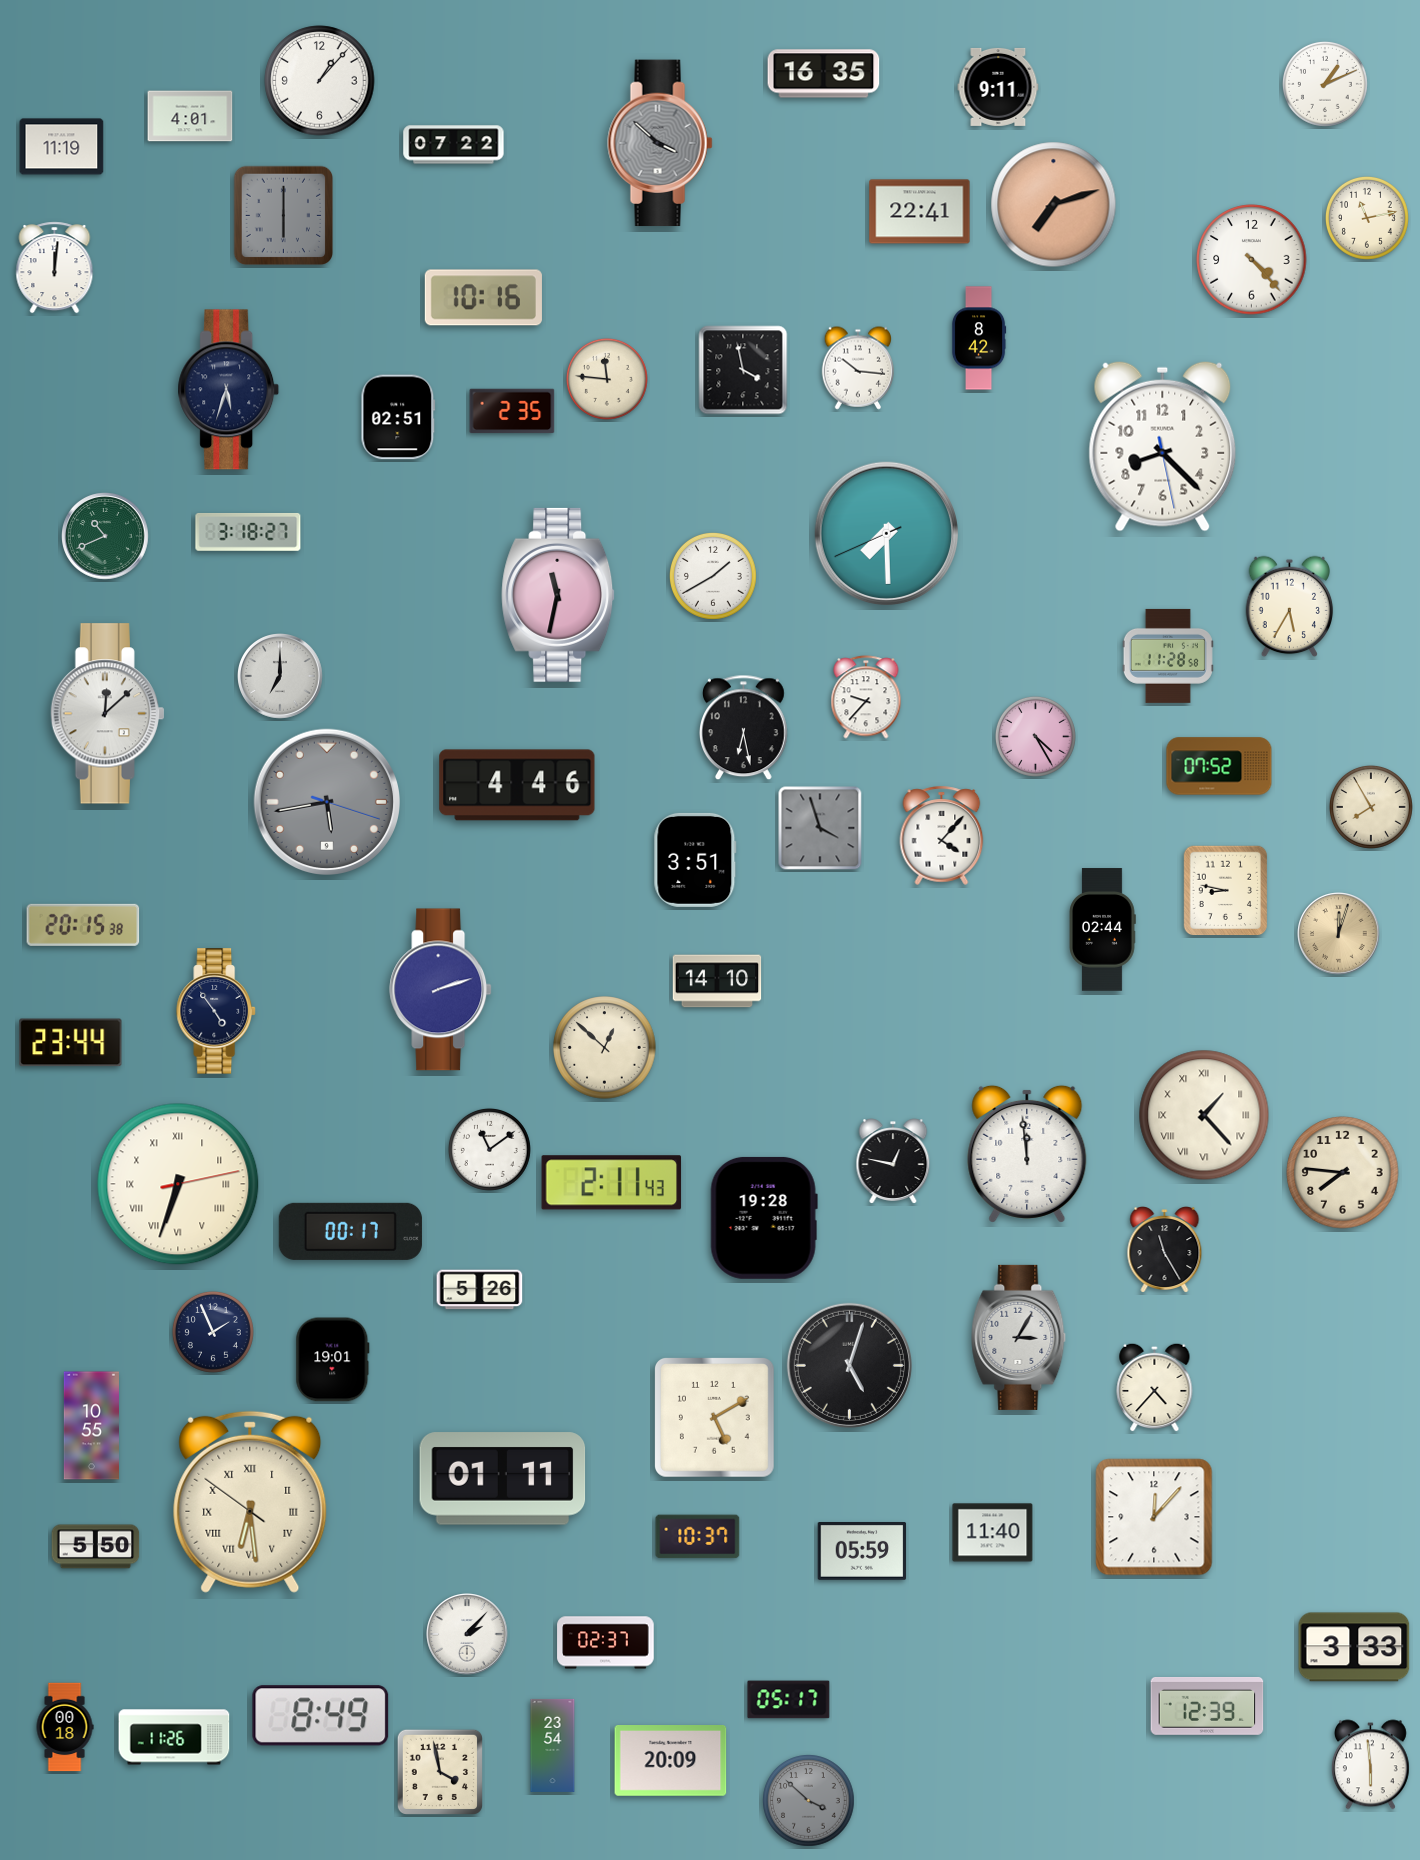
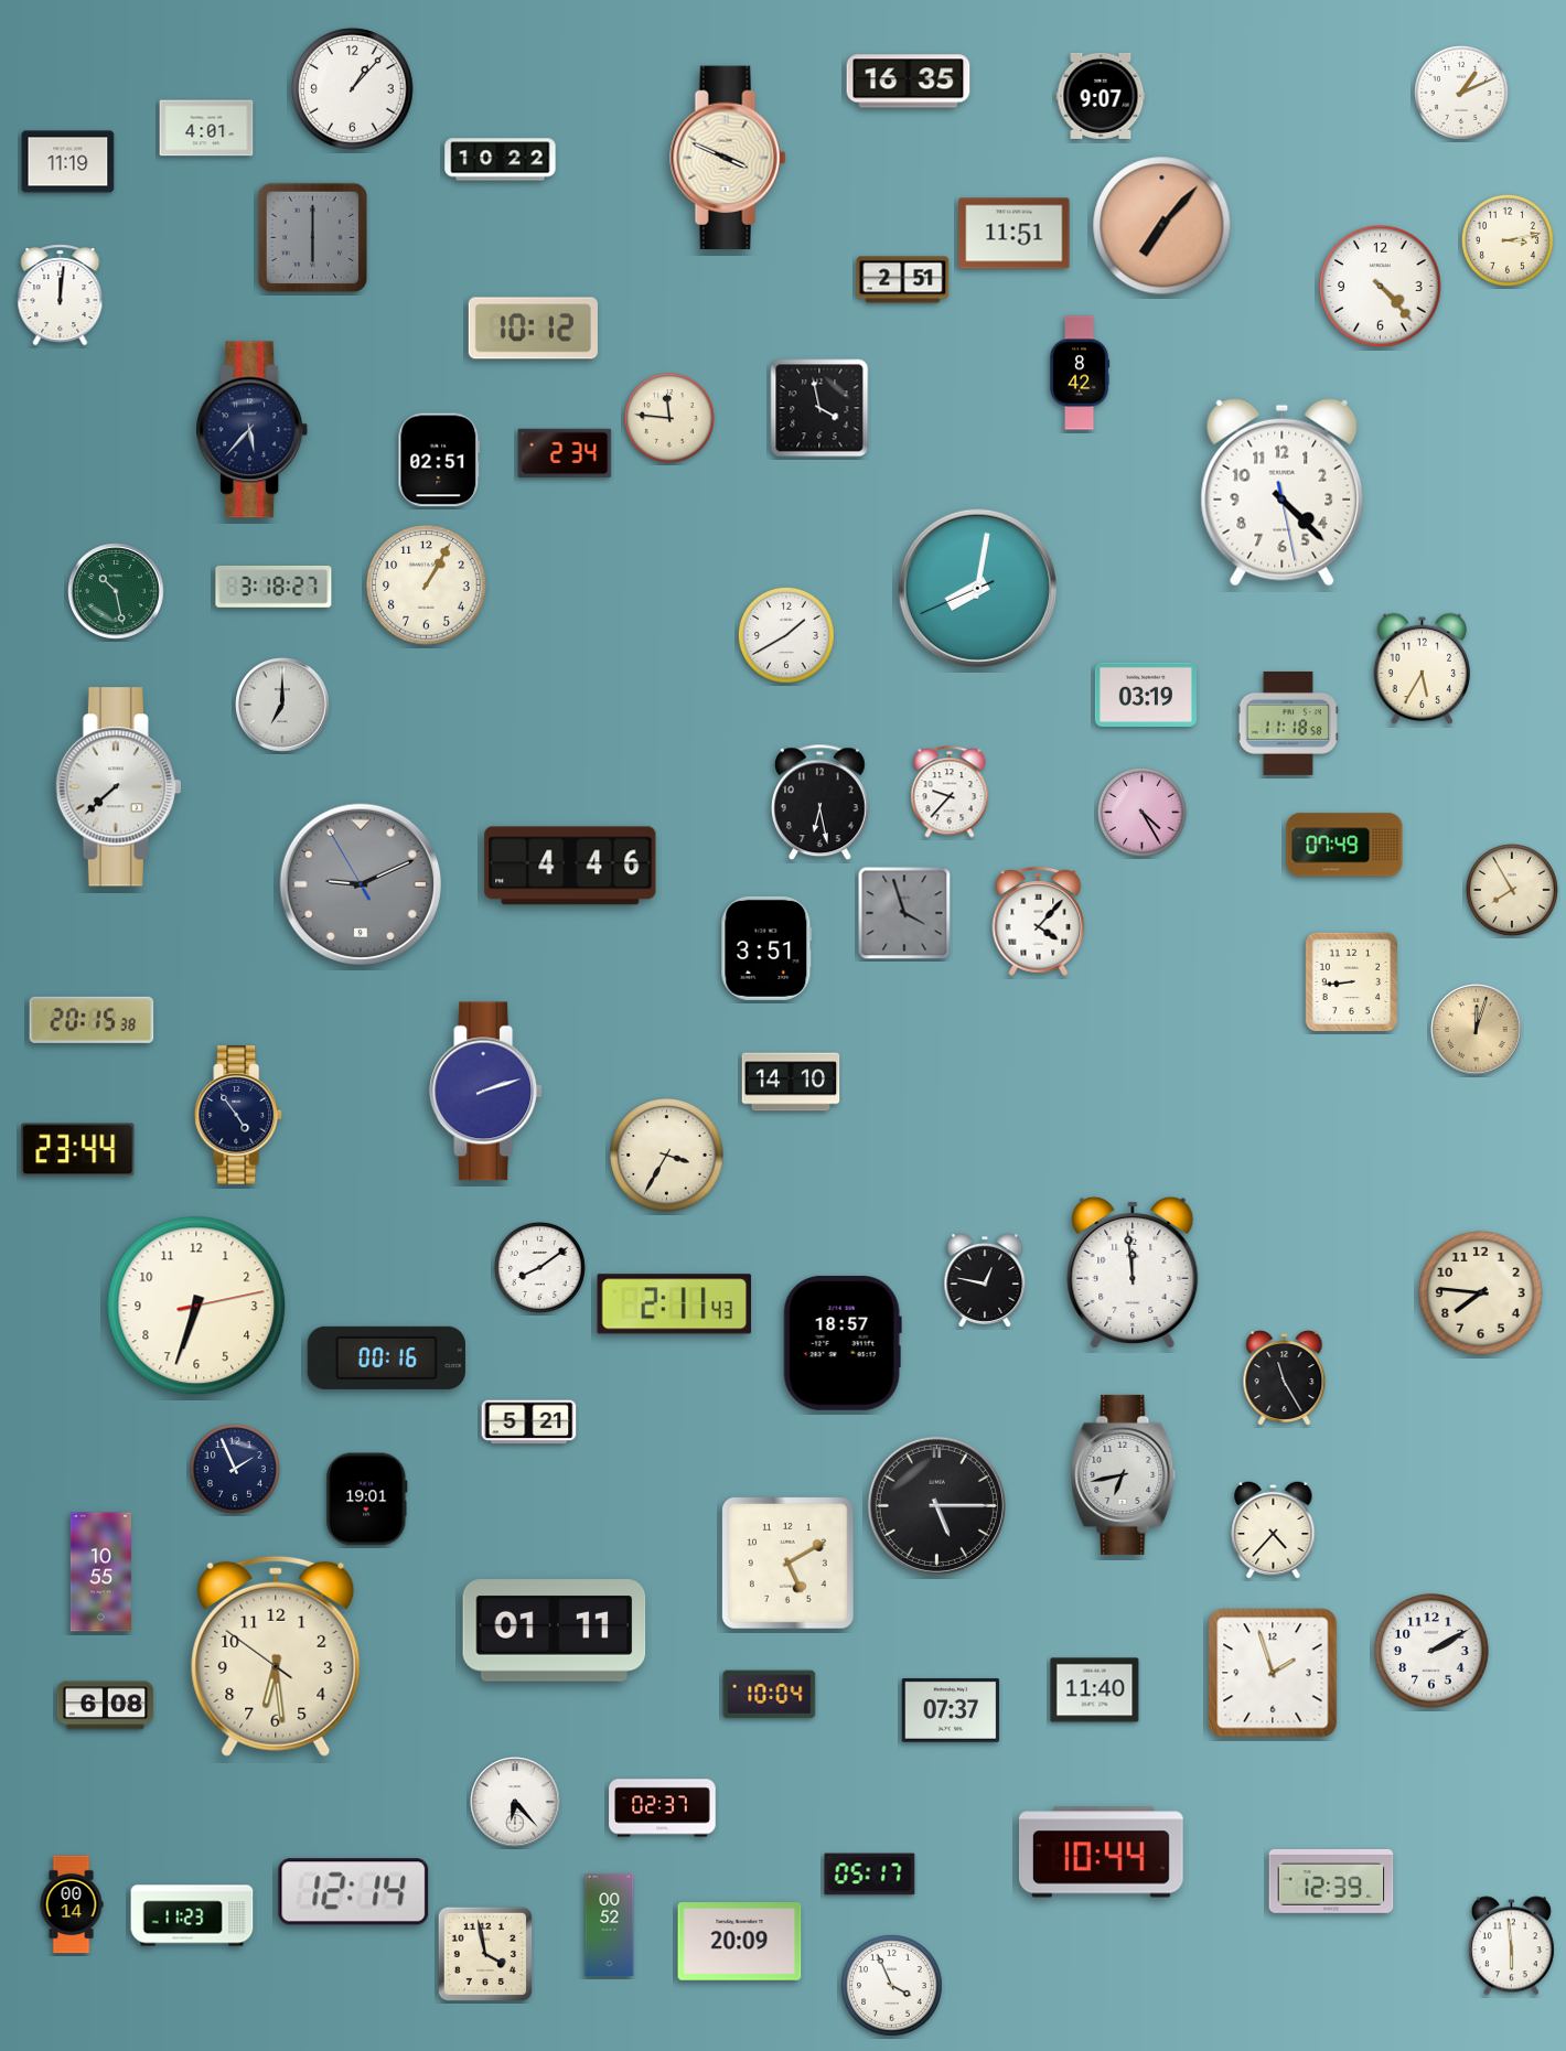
clock at (998, 87): 9:11 -> 9:07
clock at (190, 116) position: (190, 116) -> (206, 128)
clock at (660, 143): 3:52 -> 3:49
clock at (660, 143) dial: grey -> cream
clock at (454, 145): 07:22 -> 10:22
clock at (1054, 205): 7:12 -> 7:07
clock at (920, 212): 22:41 -> 11:51
clock at (1367, 218): 11:13 -> 3:13
clock at (903, 280): none -> 2:51
clock at (483, 298): 10:16 -> 10:12
clock at (858, 368): 10:16 -> none
clock at (229, 390): 5:33 -> 5:37
clock at (512, 411): 2:35 -> 2:34
clock at (1163, 446): 8:22 -> 4:22
clock at (427, 586): none -> 1:05
clock at (886, 533): 7:29 -> 8:01
clock at (106, 537): 10:41 -> 10:28
clock at (559, 595): 11:32 -> none
clock at (1146, 694): none -> 03:19
clock at (1168, 656): 11:28 -> 11:18
clock at (280, 676) position: (280, 676) -> (282, 705)
clock at (866, 697) position: (866, 697) -> (950, 792)
clock at (107, 714): 12:08 -> 7:38
clock at (1219, 766): 07:52 -> 07:49
clock at (326, 801): 5:43 -> 9:10
clock at (1226, 891): 8:47 -> 8:44
clock at (1102, 930): 02:44 -> none
clock at (605, 1048): 12:52 -> 3:35
clock at (1204, 1115): 1:23 -> none
clock at (489, 1149): 11:09 -> 8:09
clock at (178, 1184) numerals: Roman -> Arabic
clock at (764, 1218): 19:28 -> 18:57
clock at (350, 1231): 00:17 -> 00:16
clock at (480, 1290): 5:26 -> 5:21
clock at (1019, 1337): 3:05 -> 6:43
clock at (849, 1365): 5:03 -> 5:15
clock at (1431, 1651): none -> 2:10
clock at (250, 1502) numerals: Roman -> Arabic
clock at (1154, 1517): 12:07 -> 1:57
clock at (698, 1537): 10:37 -> 10:04
clock at (96, 1547): 5:50 -> 6:08
clock at (862, 1552): 05:59 -> 07:37
clock at (467, 1634): 2:07 -> 6:23
clock at (606, 1643) position: (606, 1643) -> (663, 1808)
clock at (1354, 1647): 3:33 -> none
clock at (1101, 1853): none -> 10:44
clock at (321, 1716): 8:49 -> 12:14
clock at (65, 1727): 00:18 -> 00:14
clock at (174, 1737): 11:26 -> 11:23
clock at (553, 1745): 23:54 -> 00:52
clock at (809, 1801): 3:52 -> 3:56
clock at (809, 1801) dial: grey -> white
